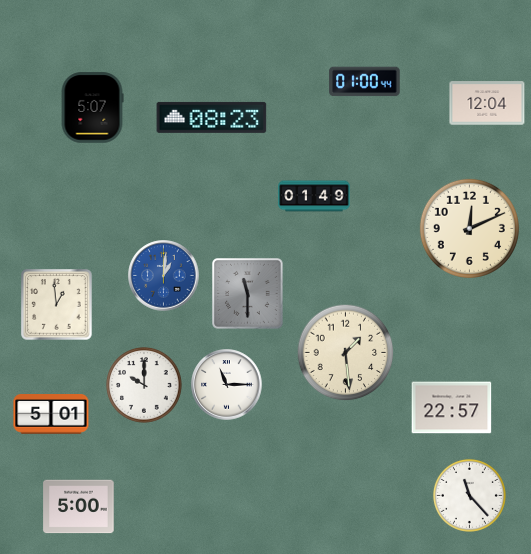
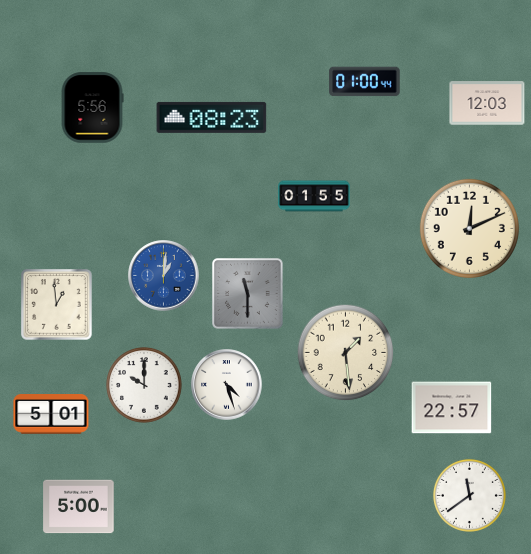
clock at (487, 103): 12:04 -> 12:03
clock at (92, 108): 5:07 -> 5:56
clock at (314, 196): 01:49 -> 01:55
clock at (227, 385): 11:15 -> 4:27
clock at (469, 495): 11:23 -> 11:39
